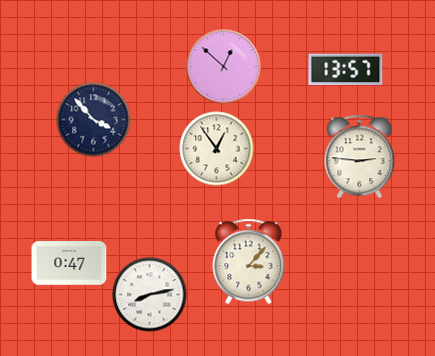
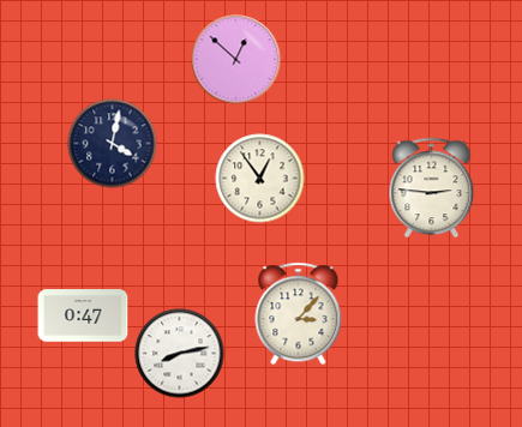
clock at (224, 67) position: (224, 67) -> (236, 60)
clock at (346, 70): 13:57 -> none
clock at (94, 120): 3:53 -> 4:02
